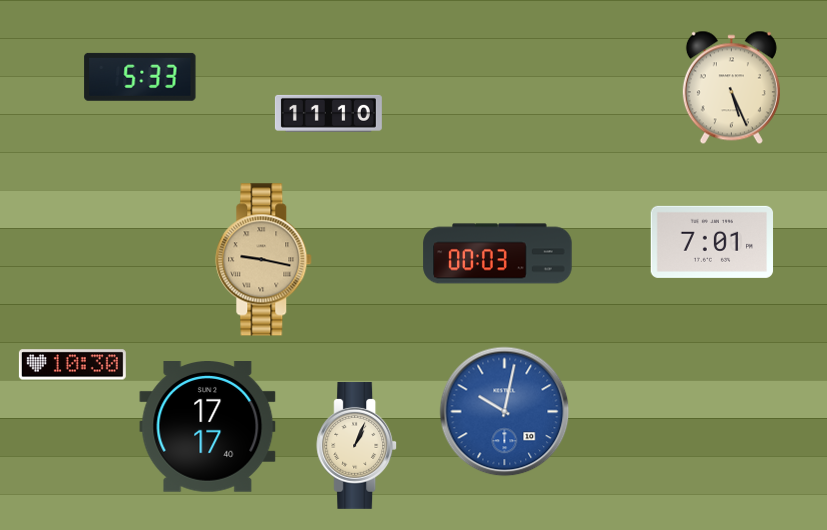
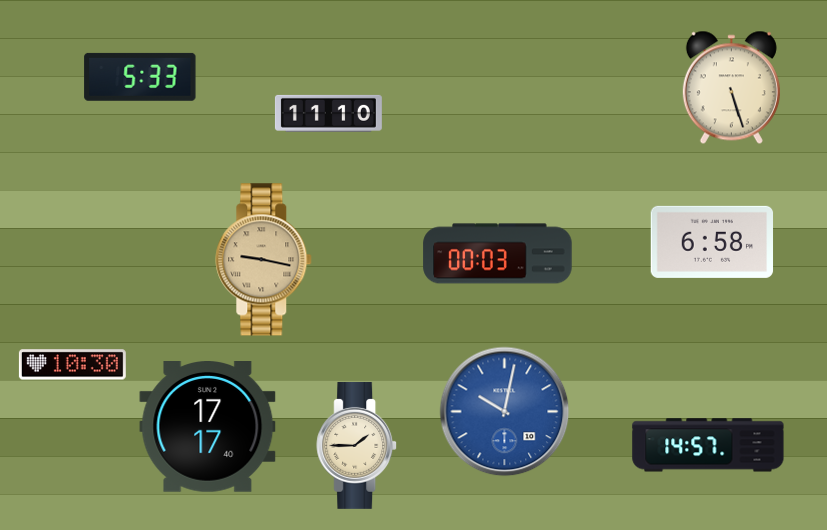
clock at (731, 88): 5:26 -> 5:27
clock at (712, 242): 7:01 -> 6:58
clock at (357, 445): 1:04 -> 1:45
clock at (708, 445): none -> 14:57
